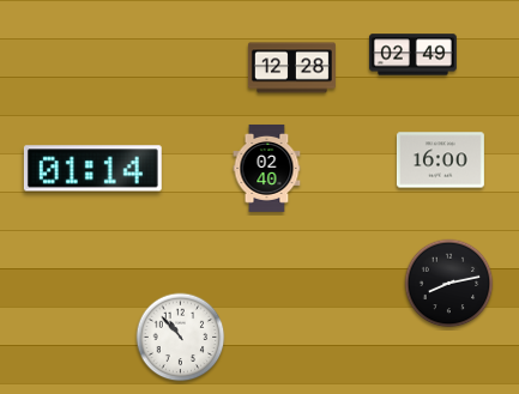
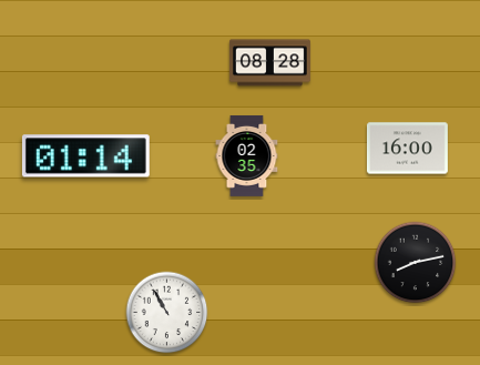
clock at (412, 55): 02:49 -> none
clock at (292, 68): 12:28 -> 08:28
clock at (267, 168): 02:40 -> 02:35
clock at (181, 338): 10:53 -> 10:55
